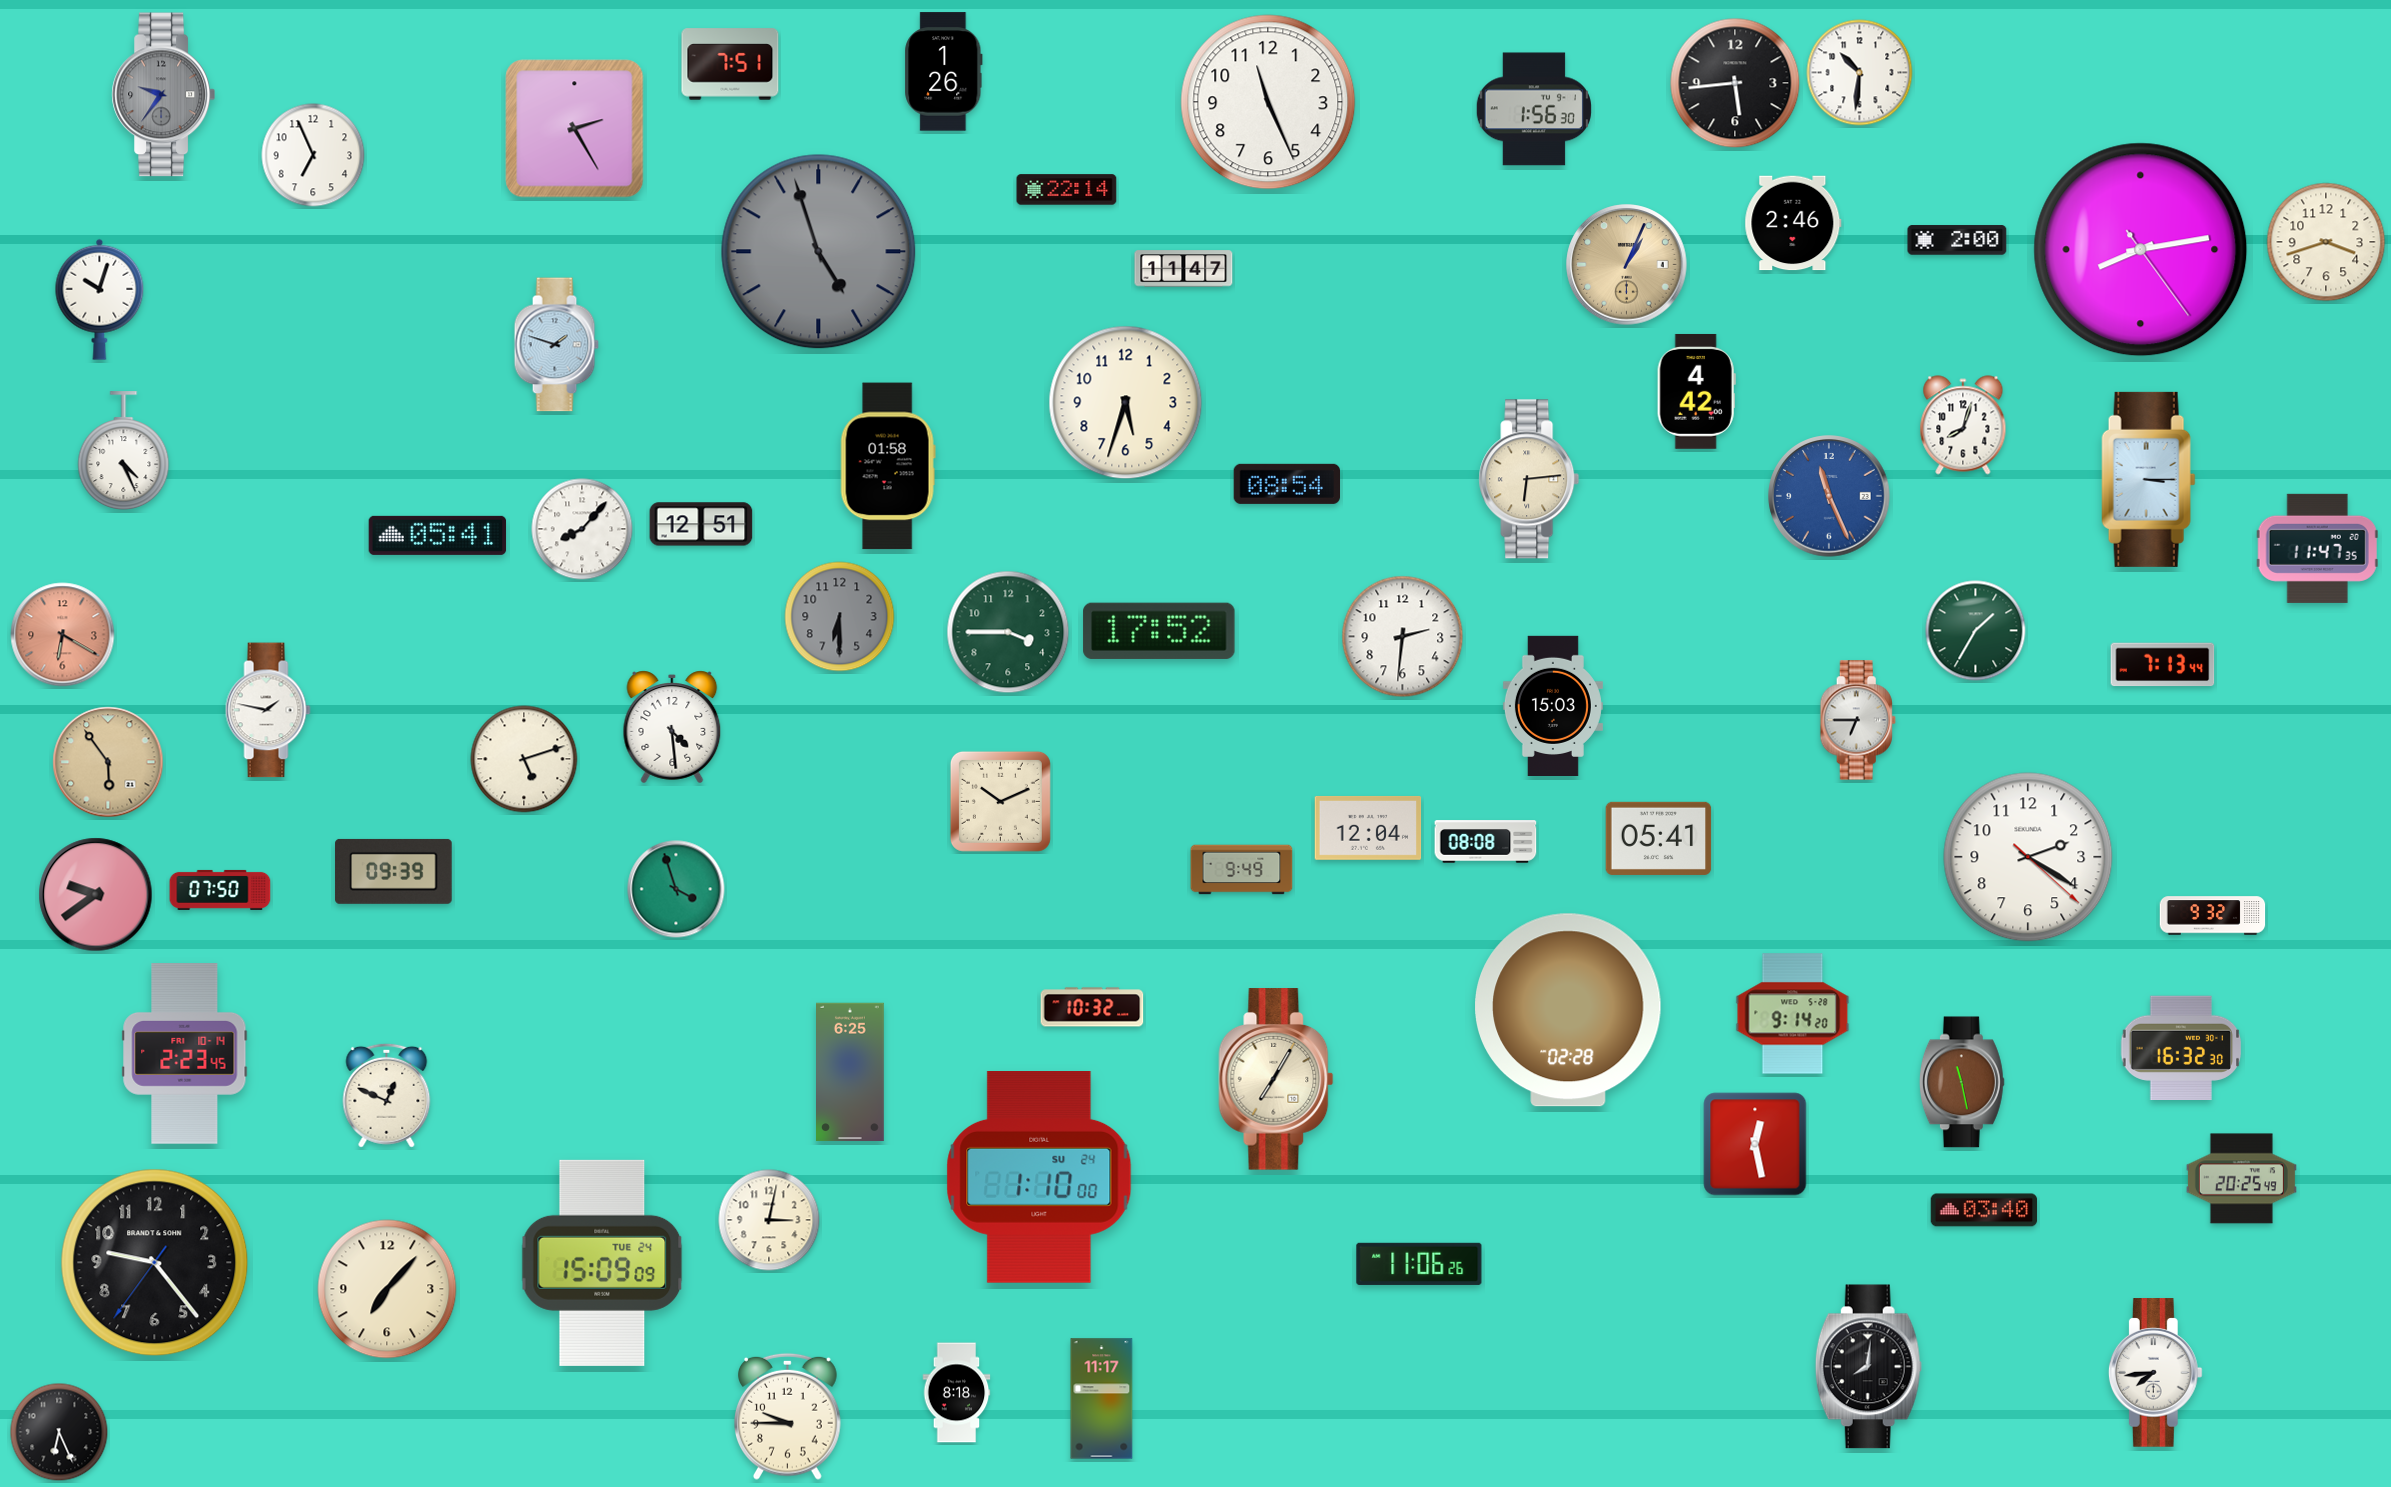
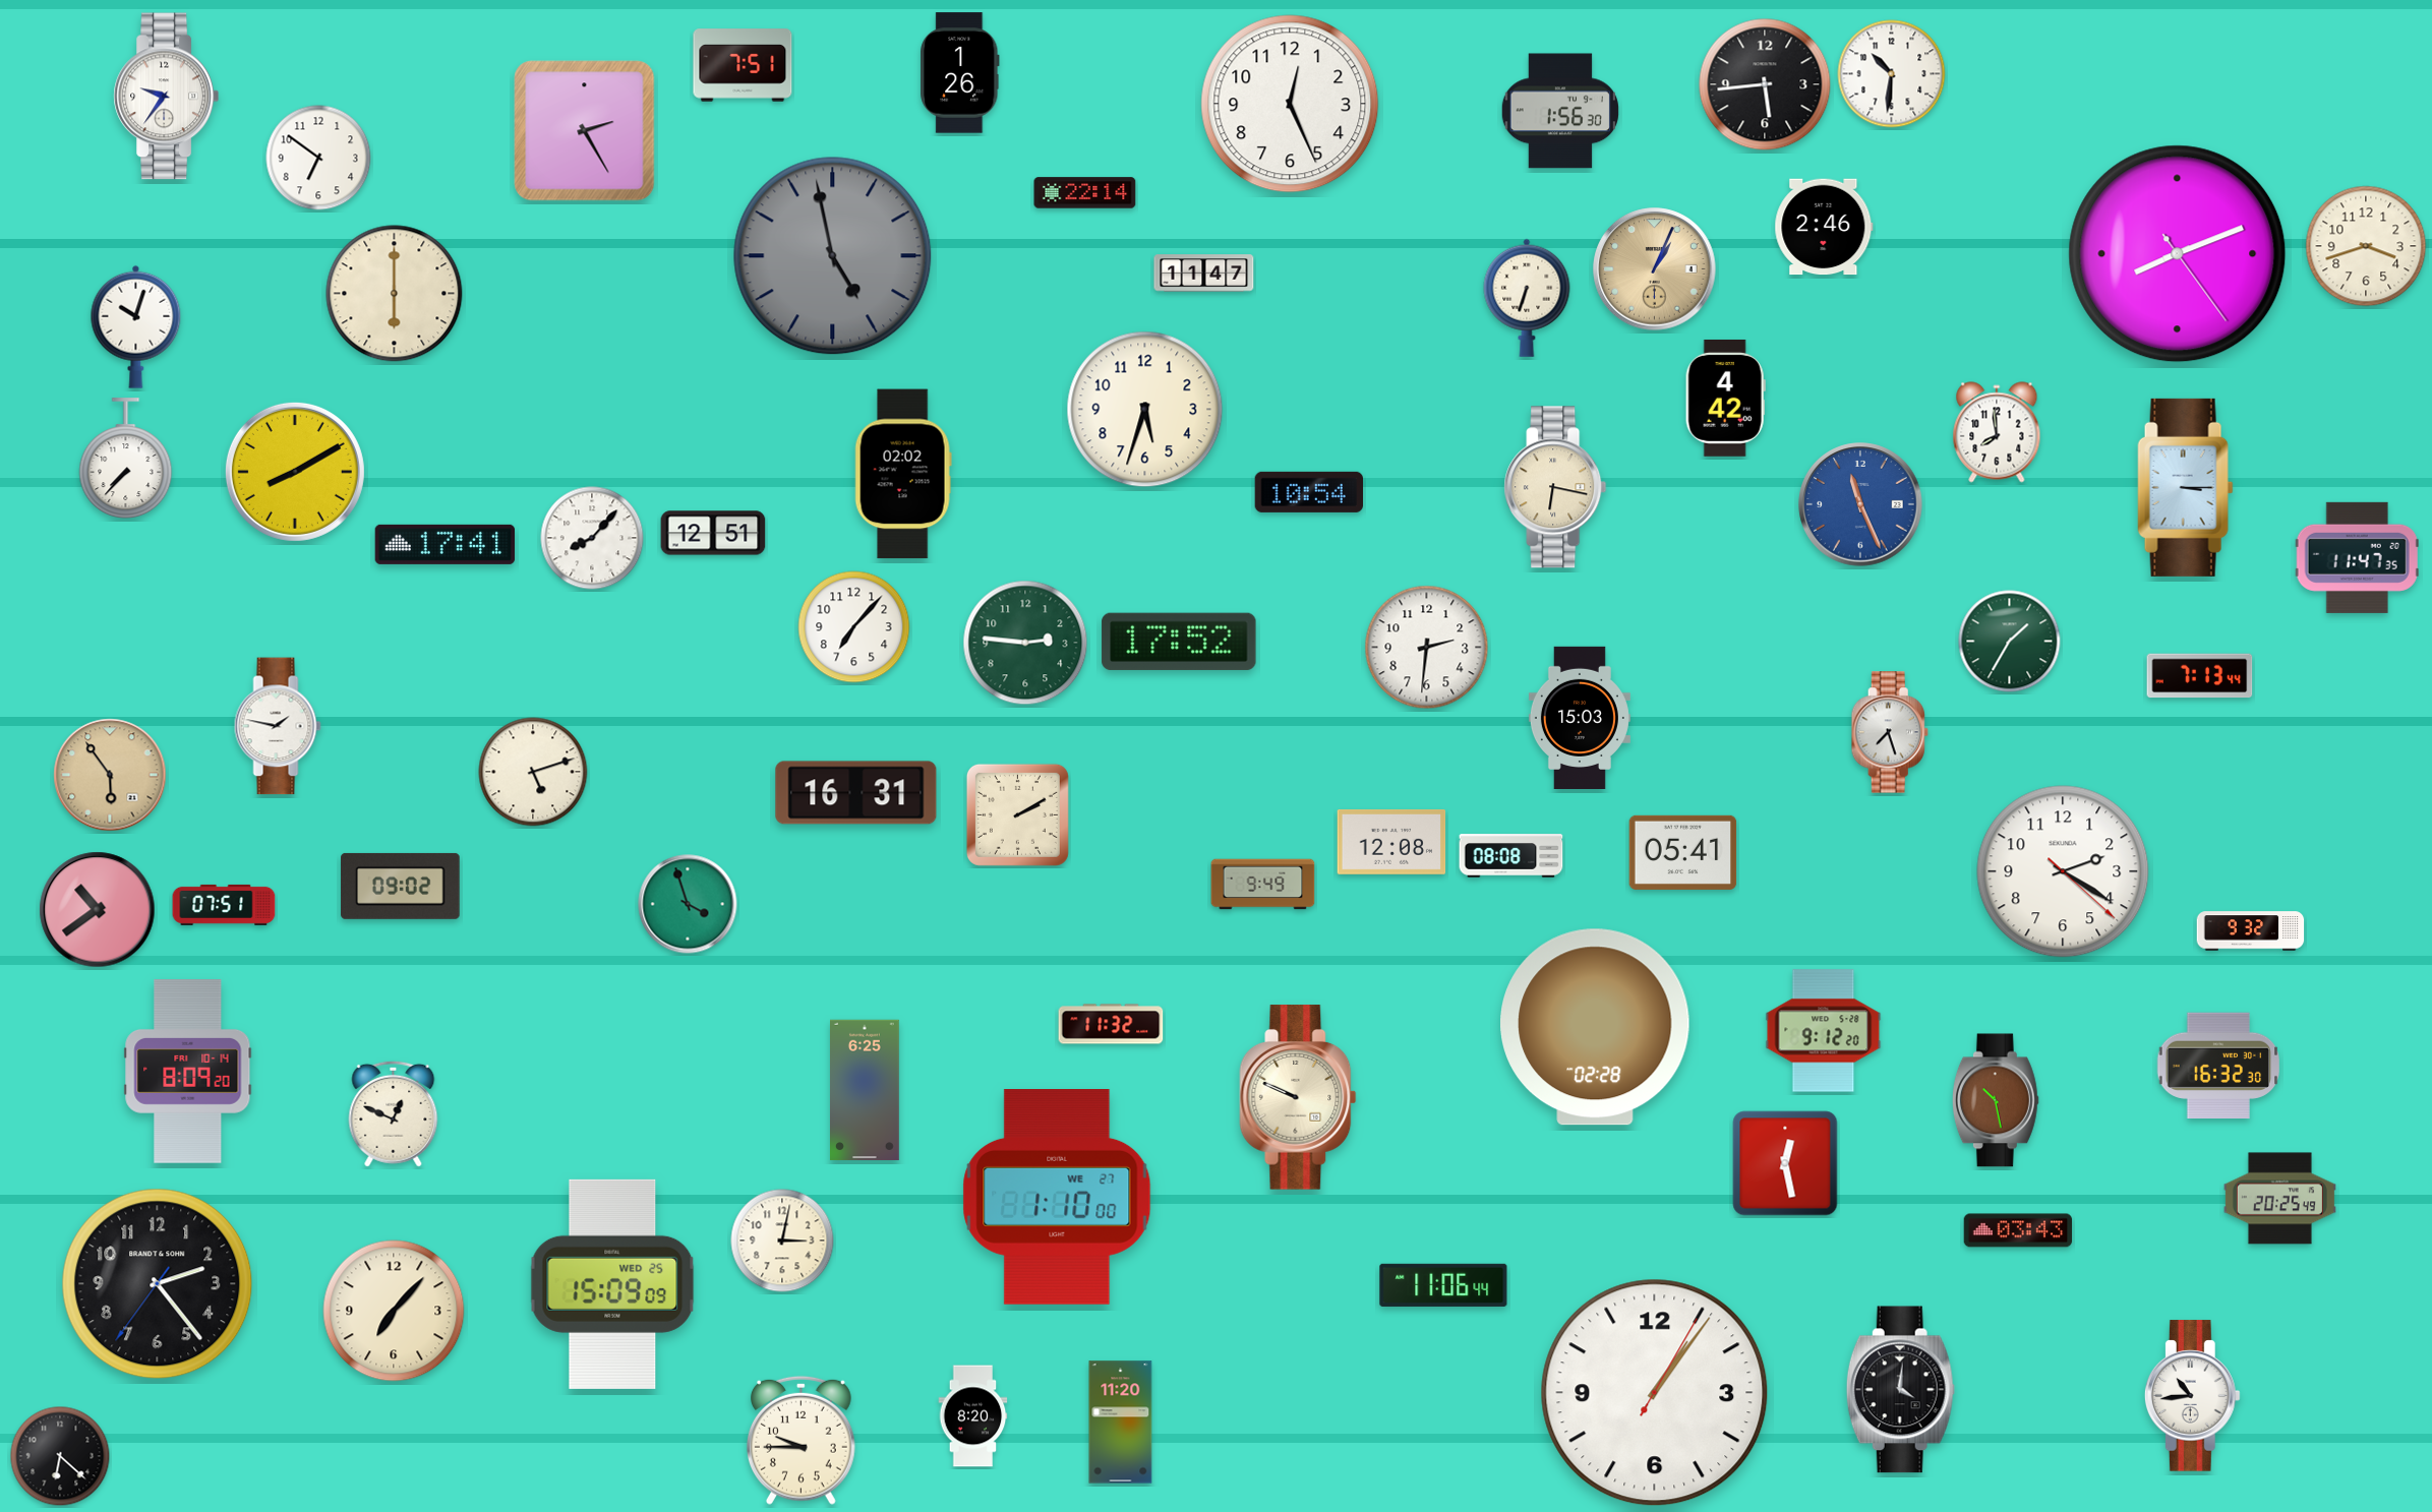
clock at (163, 95) dial: grey -> white
clock at (1268, 102): 11:26 -> 12:26
clock at (313, 155): 6:56 -> 6:51
clock at (1957, 240): 2:00 -> none
clock at (2141, 250): 8:13 -> 8:11
clock at (819, 252): 4:57 -> 4:58
clock at (395, 294): none -> 6:00
clock at (1527, 298): none -> 6:33
clock at (100, 299) position: (100, 299) -> (136, 326)
clock at (556, 345): 1:48 -> none
clock at (1963, 425): 8:03 -> 7:59
clock at (124, 451): 4:26 -> 7:37
clock at (295, 472): none -> 8:10
clock at (888, 466): 01:58 -> 02:02
clock at (1529, 479): 6:14 -> 6:17
clock at (1286, 484): 08:54 -> 10:54
clock at (438, 535): 05:41 -> 17:41
clock at (840, 617): 6:30 -> 7:07
clock at (840, 617) dial: grey -> white
clock at (1008, 632): 3:45 -> 2:46
clock at (63, 635): 6:20 -> none
clock at (268, 710) position: (268, 710) -> (278, 726)
clock at (1858, 720): 6:45 -> 7:27
clock at (672, 727): 4:29 -> none
clock at (856, 793): none -> 16:31
clock at (1000, 801): 10:11 -> 2:10
clock at (1368, 828): 12:04 -> 12:08
clock at (1659, 838) position: (1659, 838) -> (1683, 852)
clock at (394, 871): 09:39 -> 09:02
clock at (220, 890): 07:50 -> 07:51
clock at (96, 895): 9:39 -> 10:39
clock at (1092, 1007): 10:32 -> 11:32
clock at (1793, 1014): 9:14 -> 9:12
clock at (185, 1054): 2:23 -> 8:09
clock at (1276, 1079): 7:05 -> 9:49
clock at (1962, 1082): 11:28 -> 10:28
clock at (1039, 1178) date: SU 24 -> WE 27
clock at (1984, 1210): 03:40 -> 03:43
clock at (155, 1263): 9:23 -> 2:23
clock at (602, 1263) date: TUE 24 -> WED 25
clock at (1419, 1264): 11:06:26 -> 11:06:44
clock at (1868, 1367): 8:01 -> 4:01
clock at (1655, 1393): none -> 1:06
clock at (2155, 1373): 7:44 -> 10:44
clock at (957, 1393): 8:18 -> 8:20
clock at (1102, 1399): 11:17 -> 11:20
clock at (59, 1432): 6:26 -> 6:22
